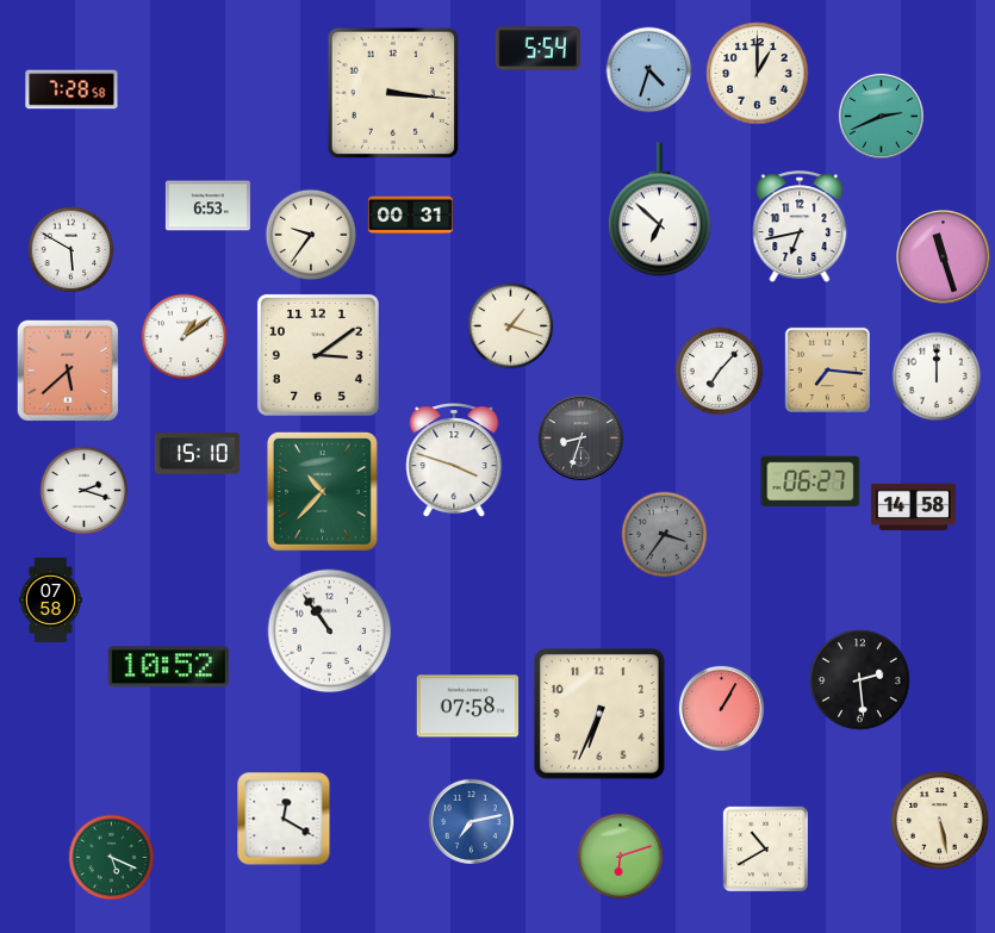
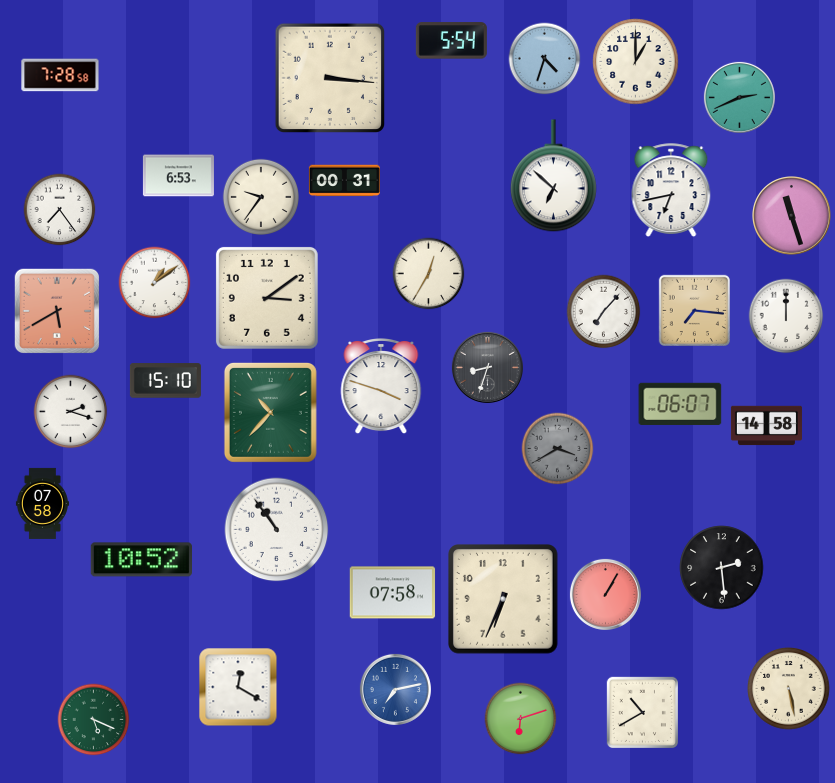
clock at (207, 206) position: (207, 206) -> (178, 176)
clock at (71, 250): 5:50 -> 7:24
clock at (511, 326): 1:18 -> 12:35
clock at (67, 369): 5:38 -> 5:40
clock at (810, 480): 06:27 -> 06:07
clock at (665, 535): 3:36 -> 3:40
clock at (860, 680) position: (860, 680) -> (722, 568)
